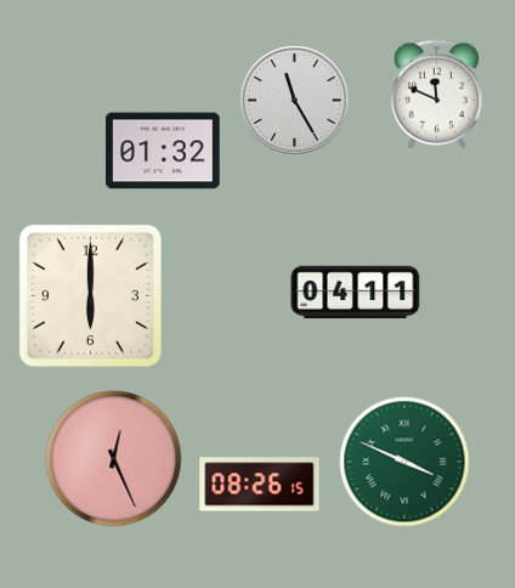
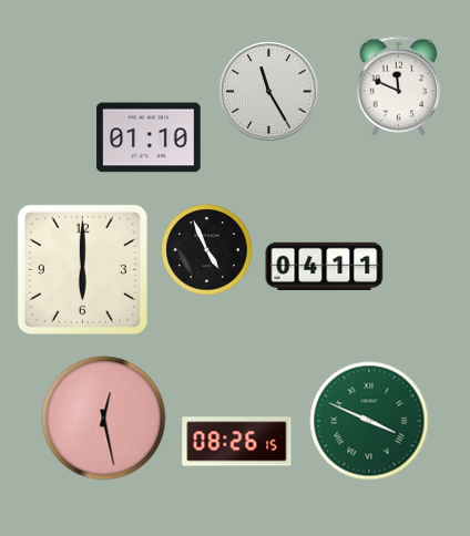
clock at (163, 151): 01:32 -> 01:10
clock at (207, 250): none -> 4:56
clock at (114, 459): 12:26 -> 12:28
